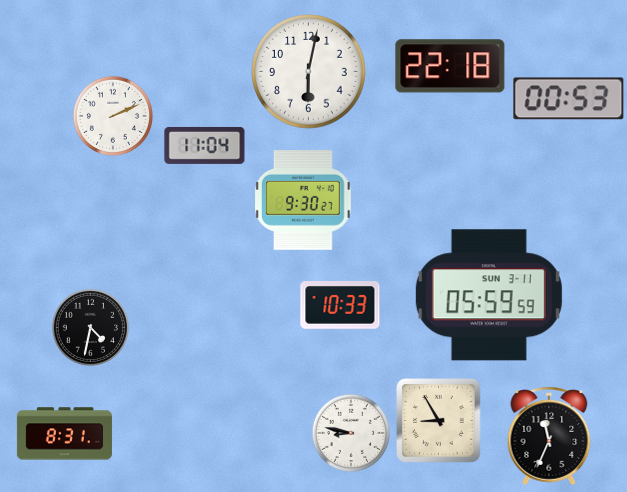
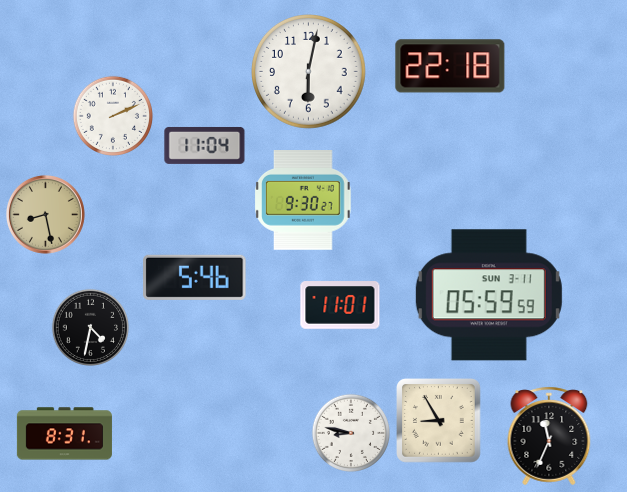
clock at (569, 99): 00:53 -> none
clock at (45, 214): none -> 8:28
clock at (195, 277): none -> 5:46
clock at (340, 305): 10:33 -> 11:01
